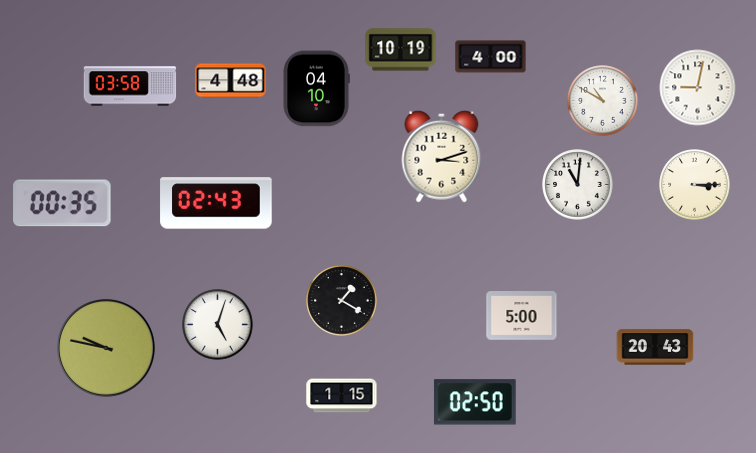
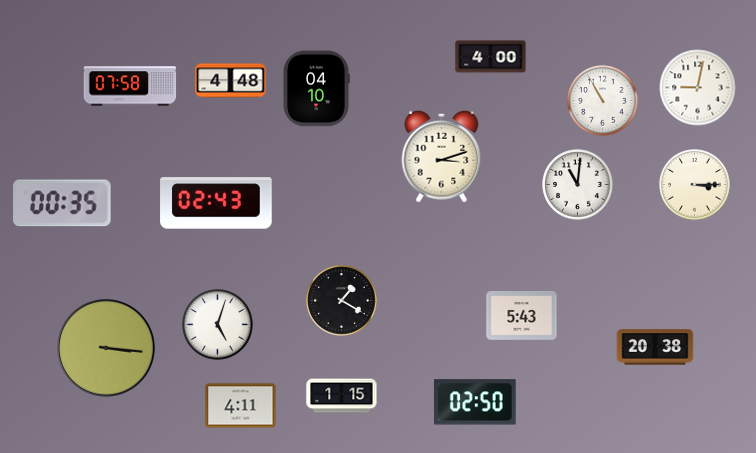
clock at (401, 50): 10:19 -> none
clock at (130, 86): 03:58 -> 07:58
clock at (603, 101): 10:50 -> 10:55
clock at (522, 316): 5:00 -> 5:43
clock at (655, 347): 20:43 -> 20:38
clock at (106, 348): 9:47 -> 3:16
clock at (241, 406): none -> 4:11
